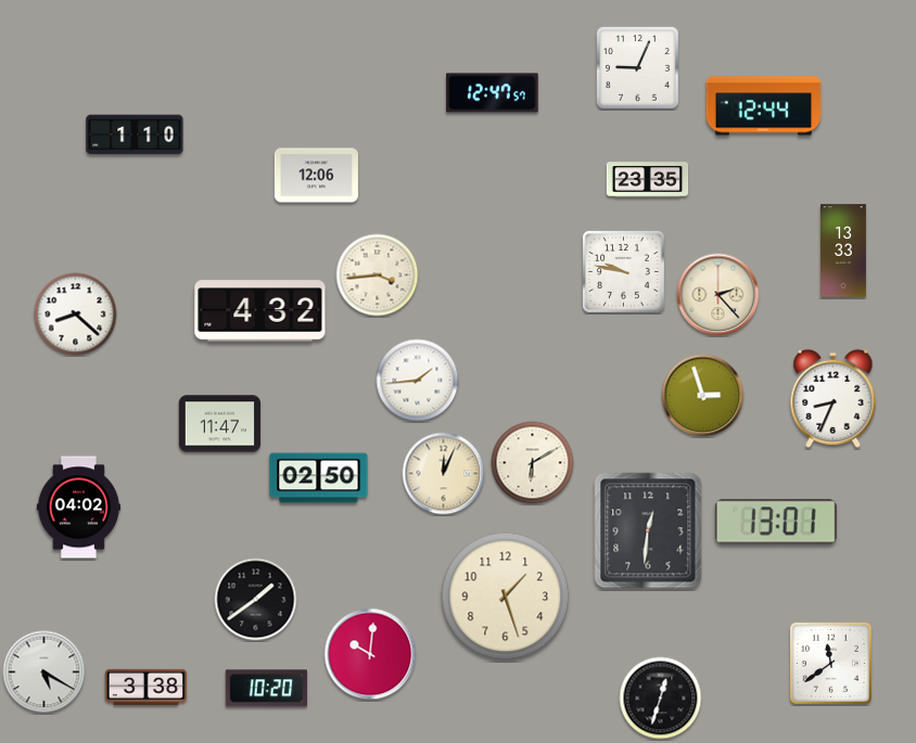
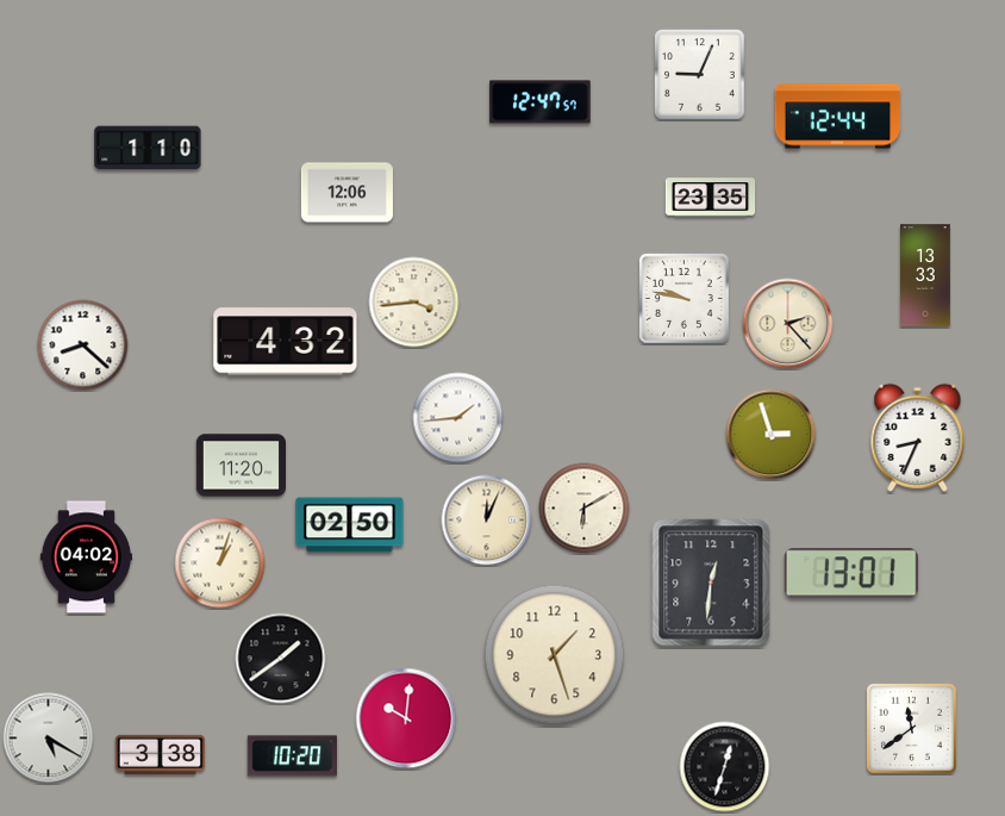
clock at (834, 398) position: (834, 398) -> (918, 437)
clock at (219, 424): 11:47 -> 11:20
clock at (220, 563): none -> 1:03
